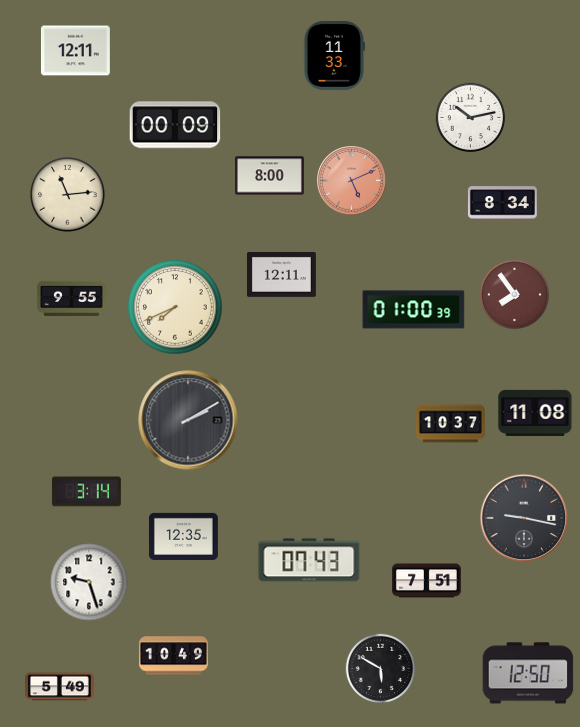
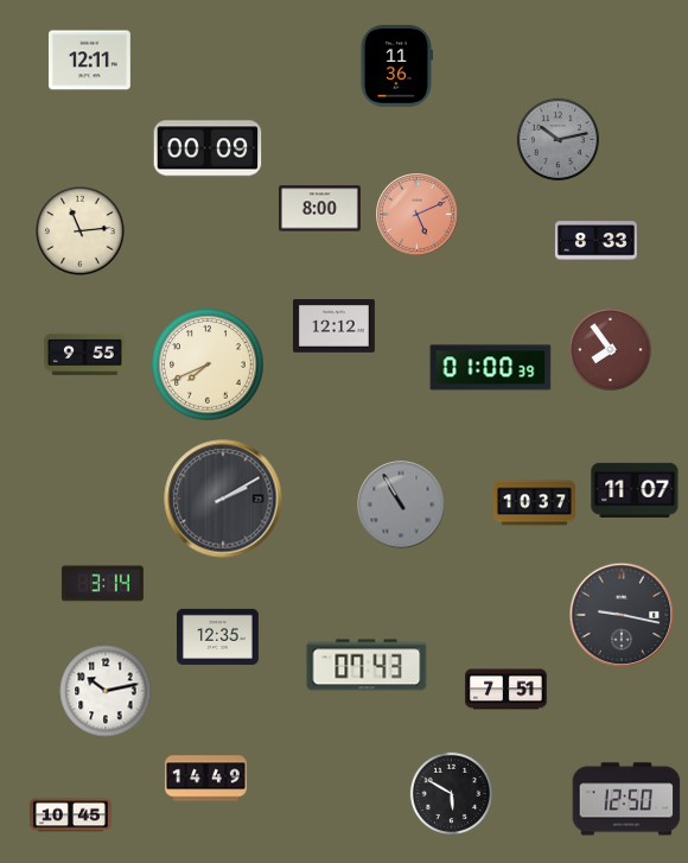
clock at (333, 55): 11:33 -> 11:36
clock at (471, 118) dial: white -> grey
clock at (502, 203): 8:34 -> 8:33
clock at (281, 275): 12:11 -> 12:12
clock at (535, 413): 11:08 -> 11:07
clock at (401, 505): none -> 10:55
clock at (89, 582): 9:27 -> 10:13
clock at (174, 656): 10:49 -> 14:49
clock at (60, 687): 5:49 -> 10:45
